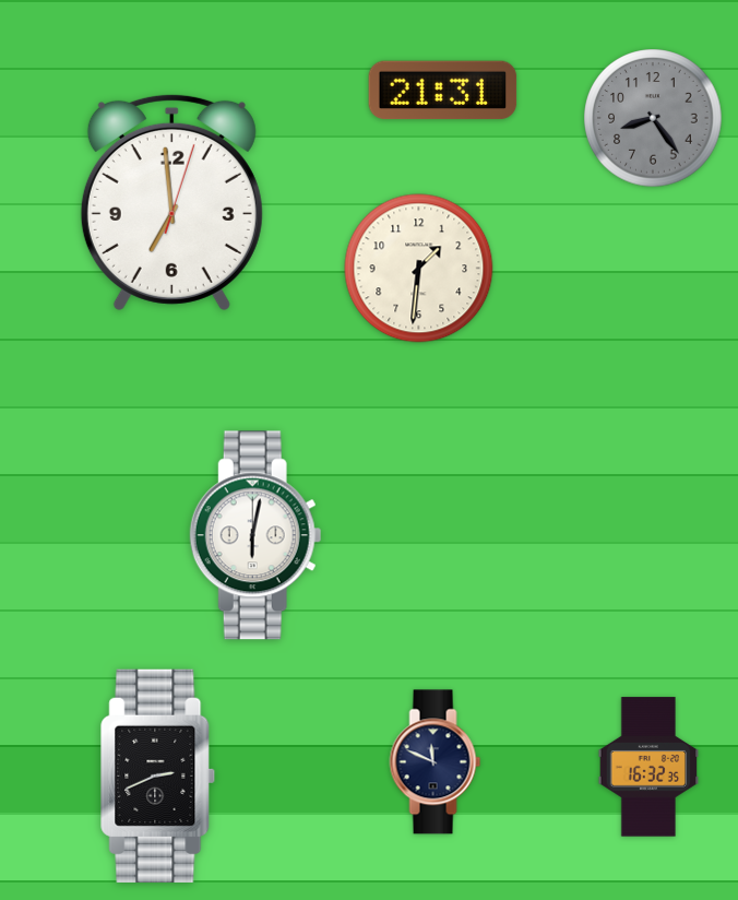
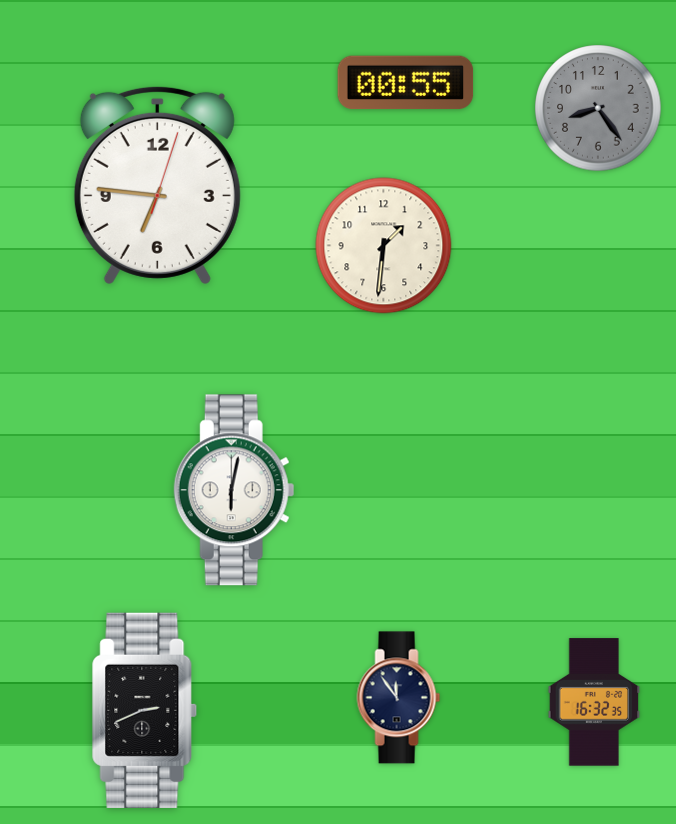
clock at (443, 91): 21:31 -> 00:55
clock at (171, 202): 6:59 -> 6:46
clock at (436, 762): 11:49 -> 11:54
